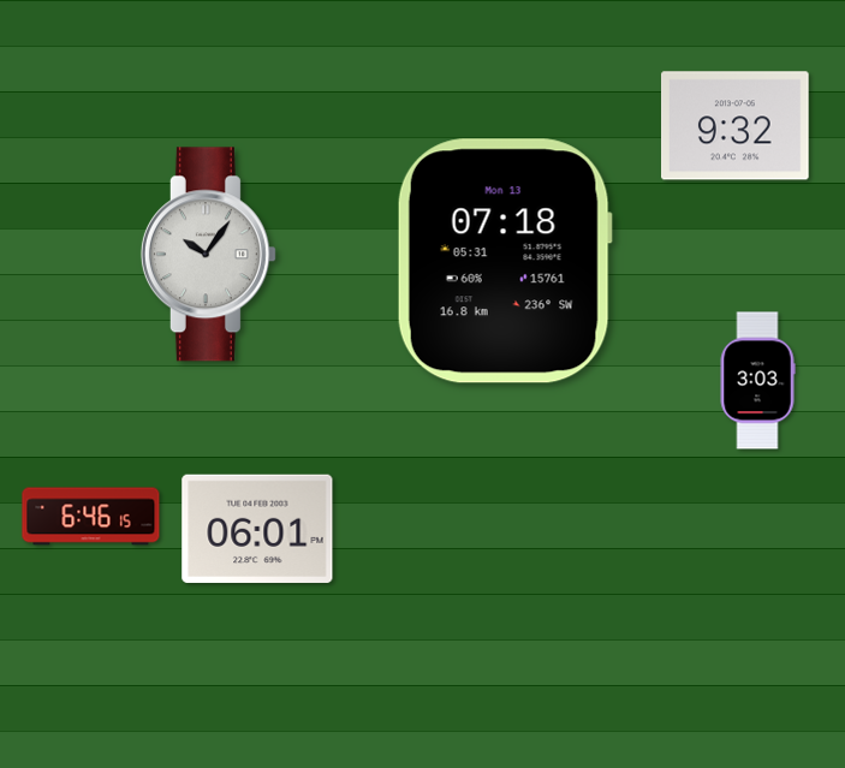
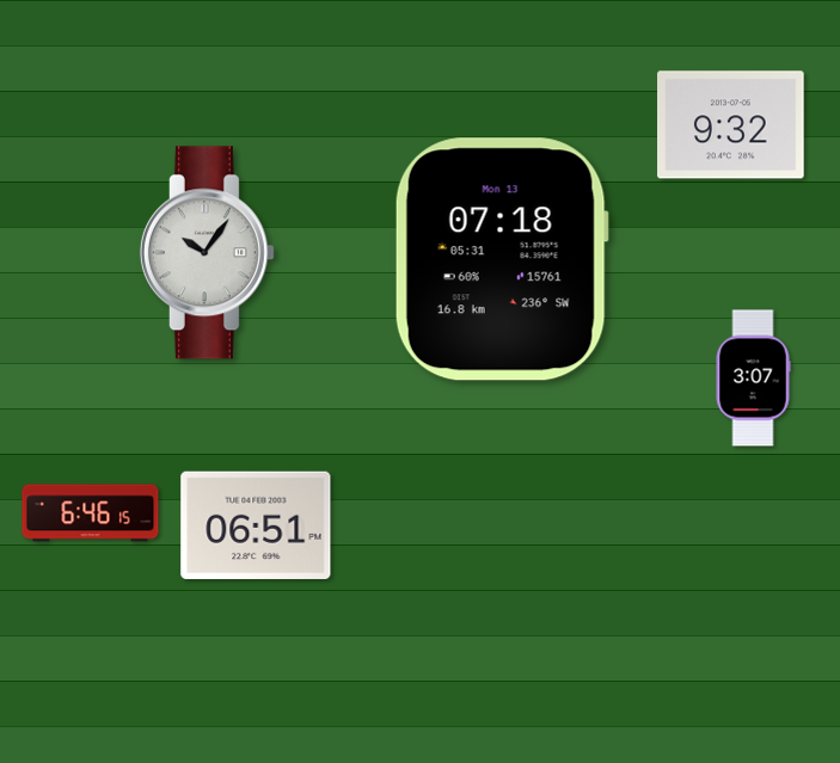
clock at (757, 381): 3:03 -> 3:07
clock at (257, 528): 06:01 -> 06:51
